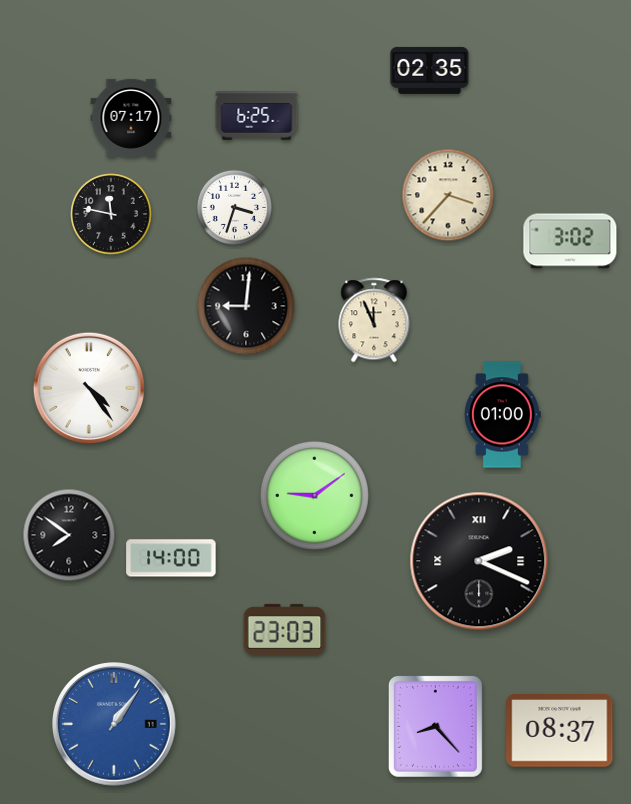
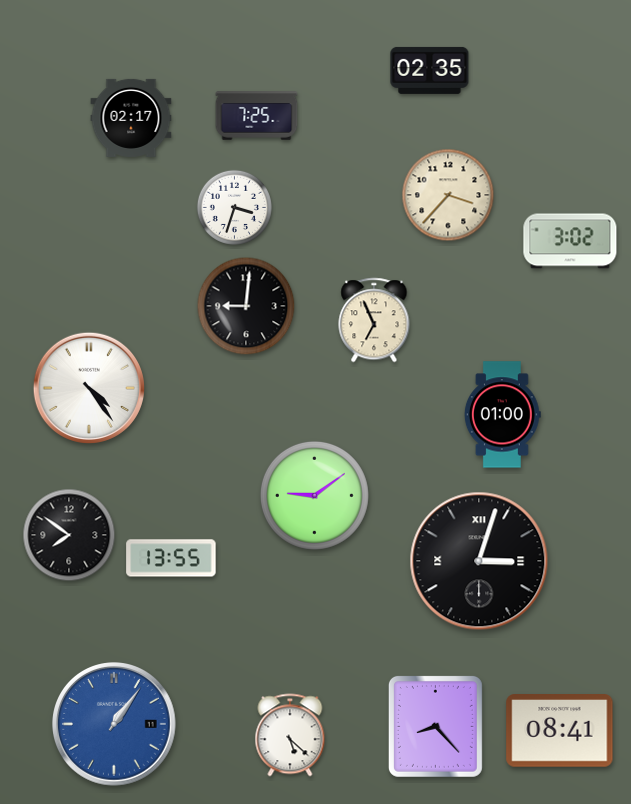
clock at (257, 116): 6:25 -> 7:25
clock at (131, 118): 07:17 -> 02:17
clock at (111, 214): 11:47 -> none
clock at (374, 320): 11:56 -> 6:56
clock at (171, 558): 14:00 -> 13:55
clock at (479, 561): 2:19 -> 3:03
clock at (285, 629): 23:03 -> none
clock at (560, 731): 08:37 -> 08:41
clock at (290, 735): none -> 5:22
